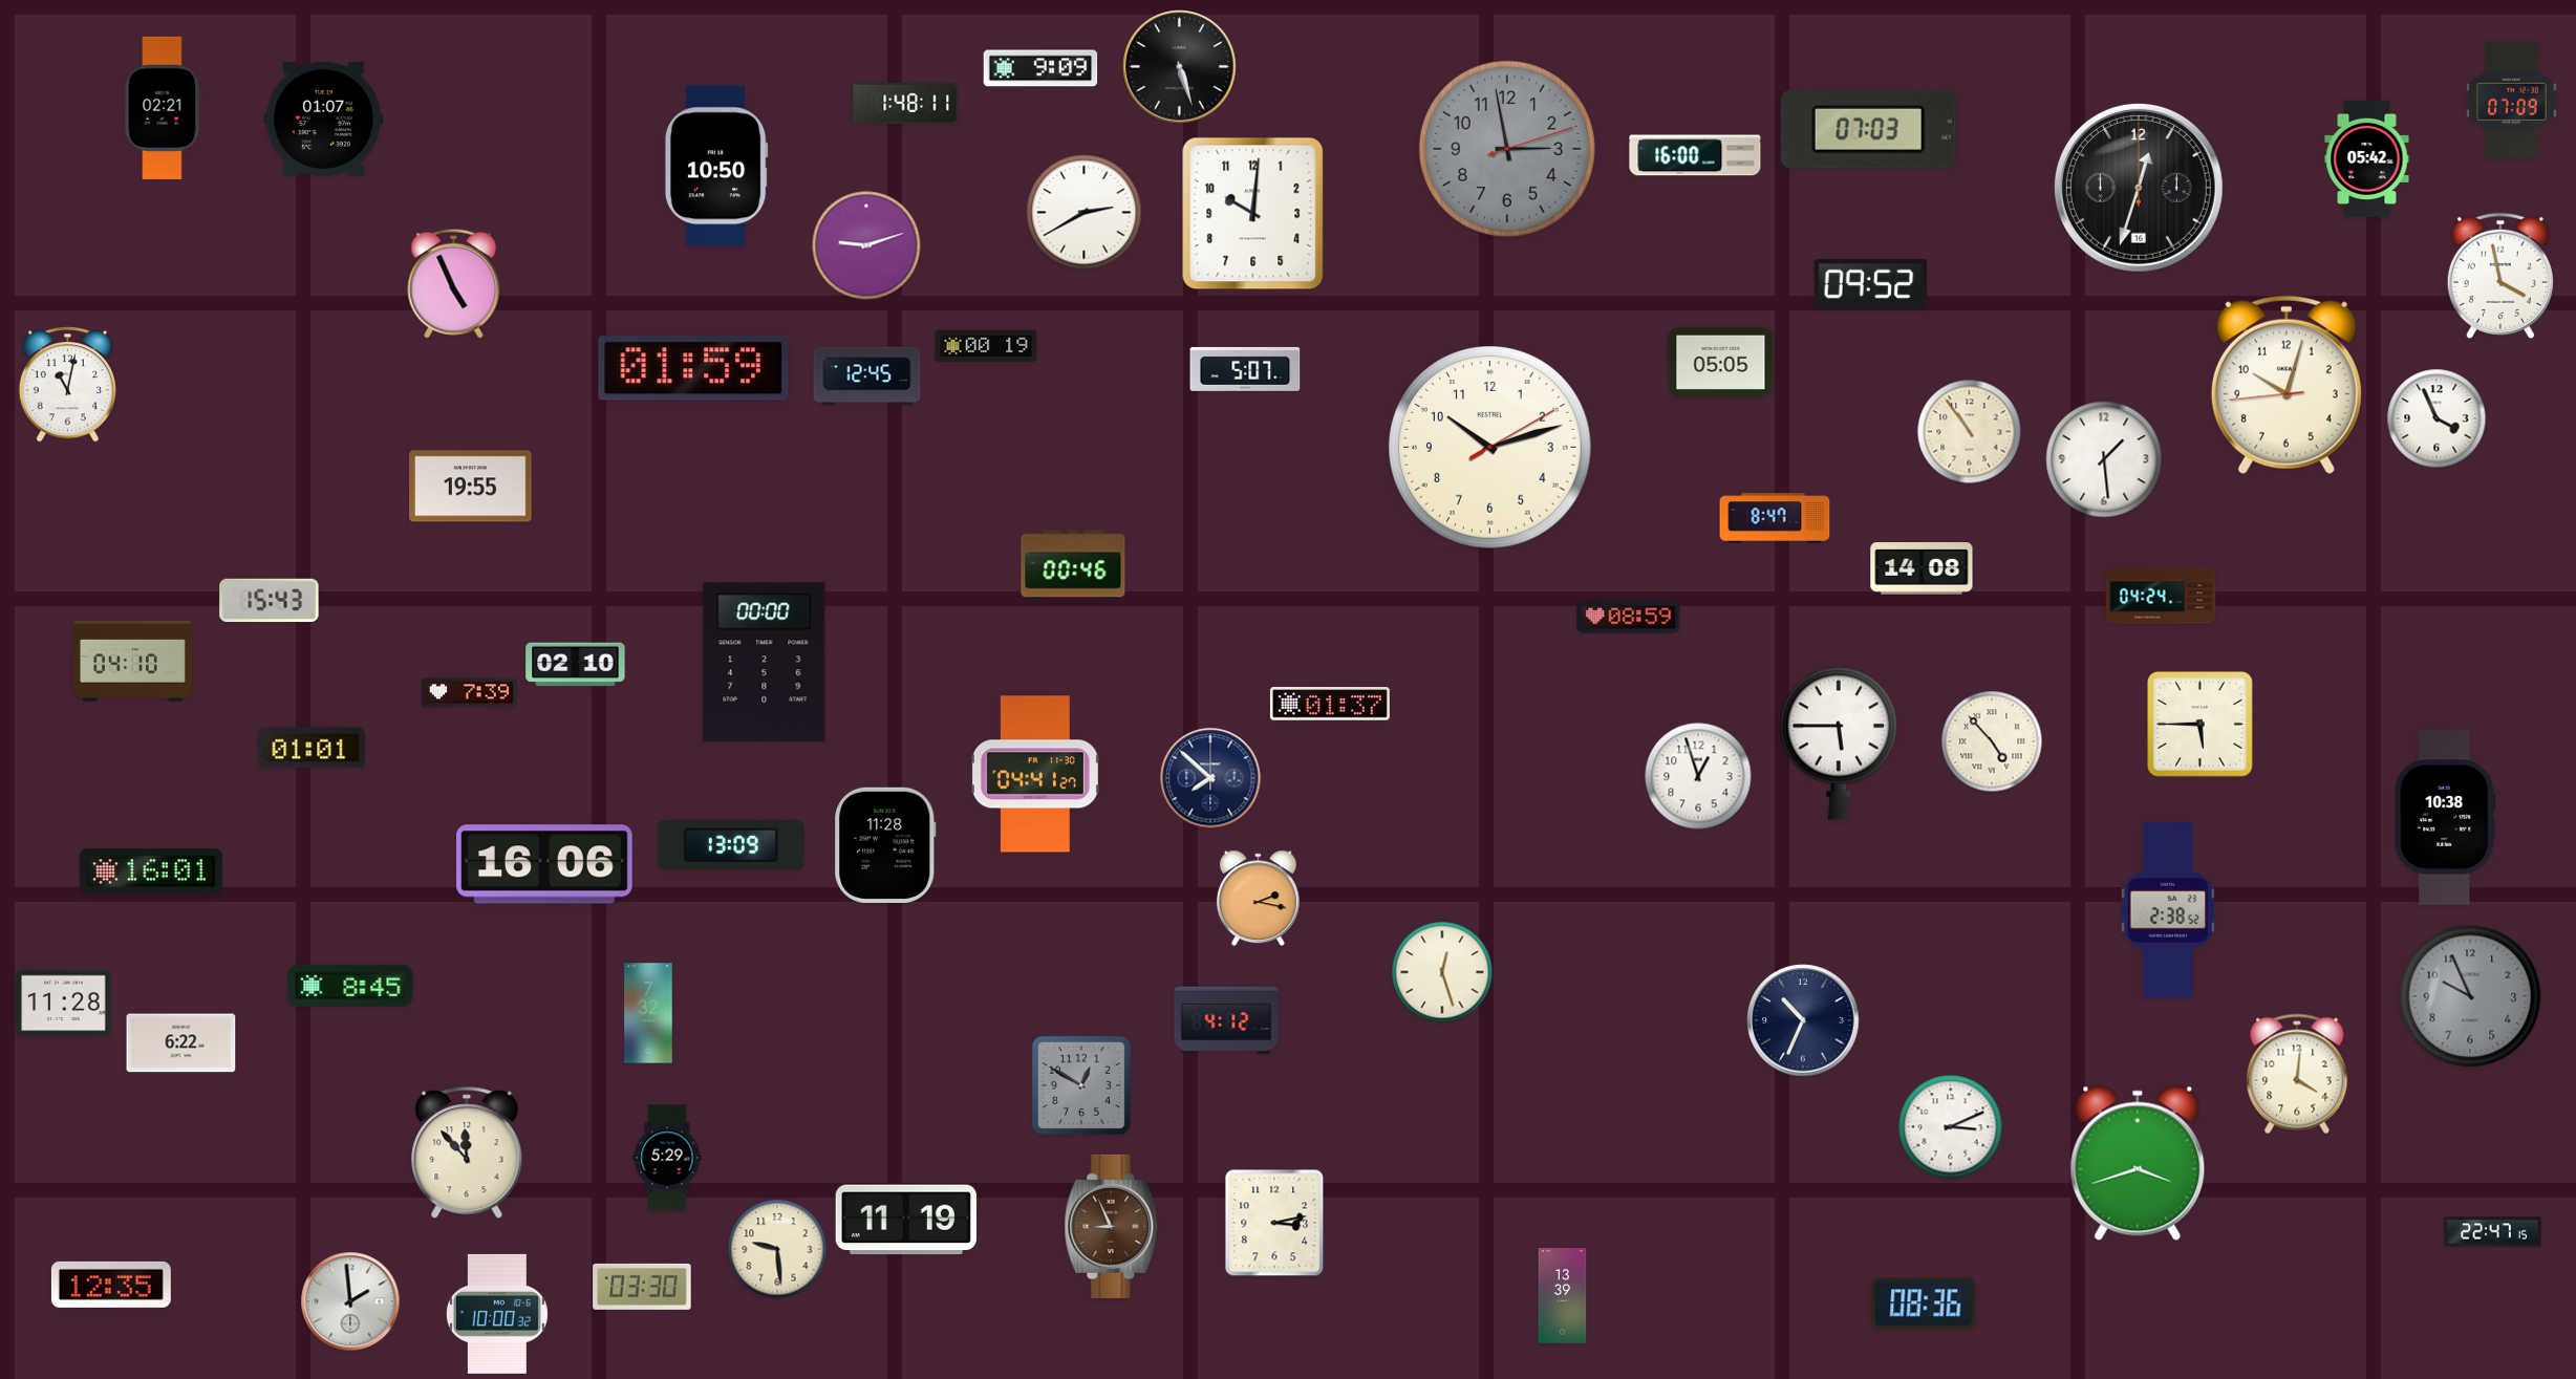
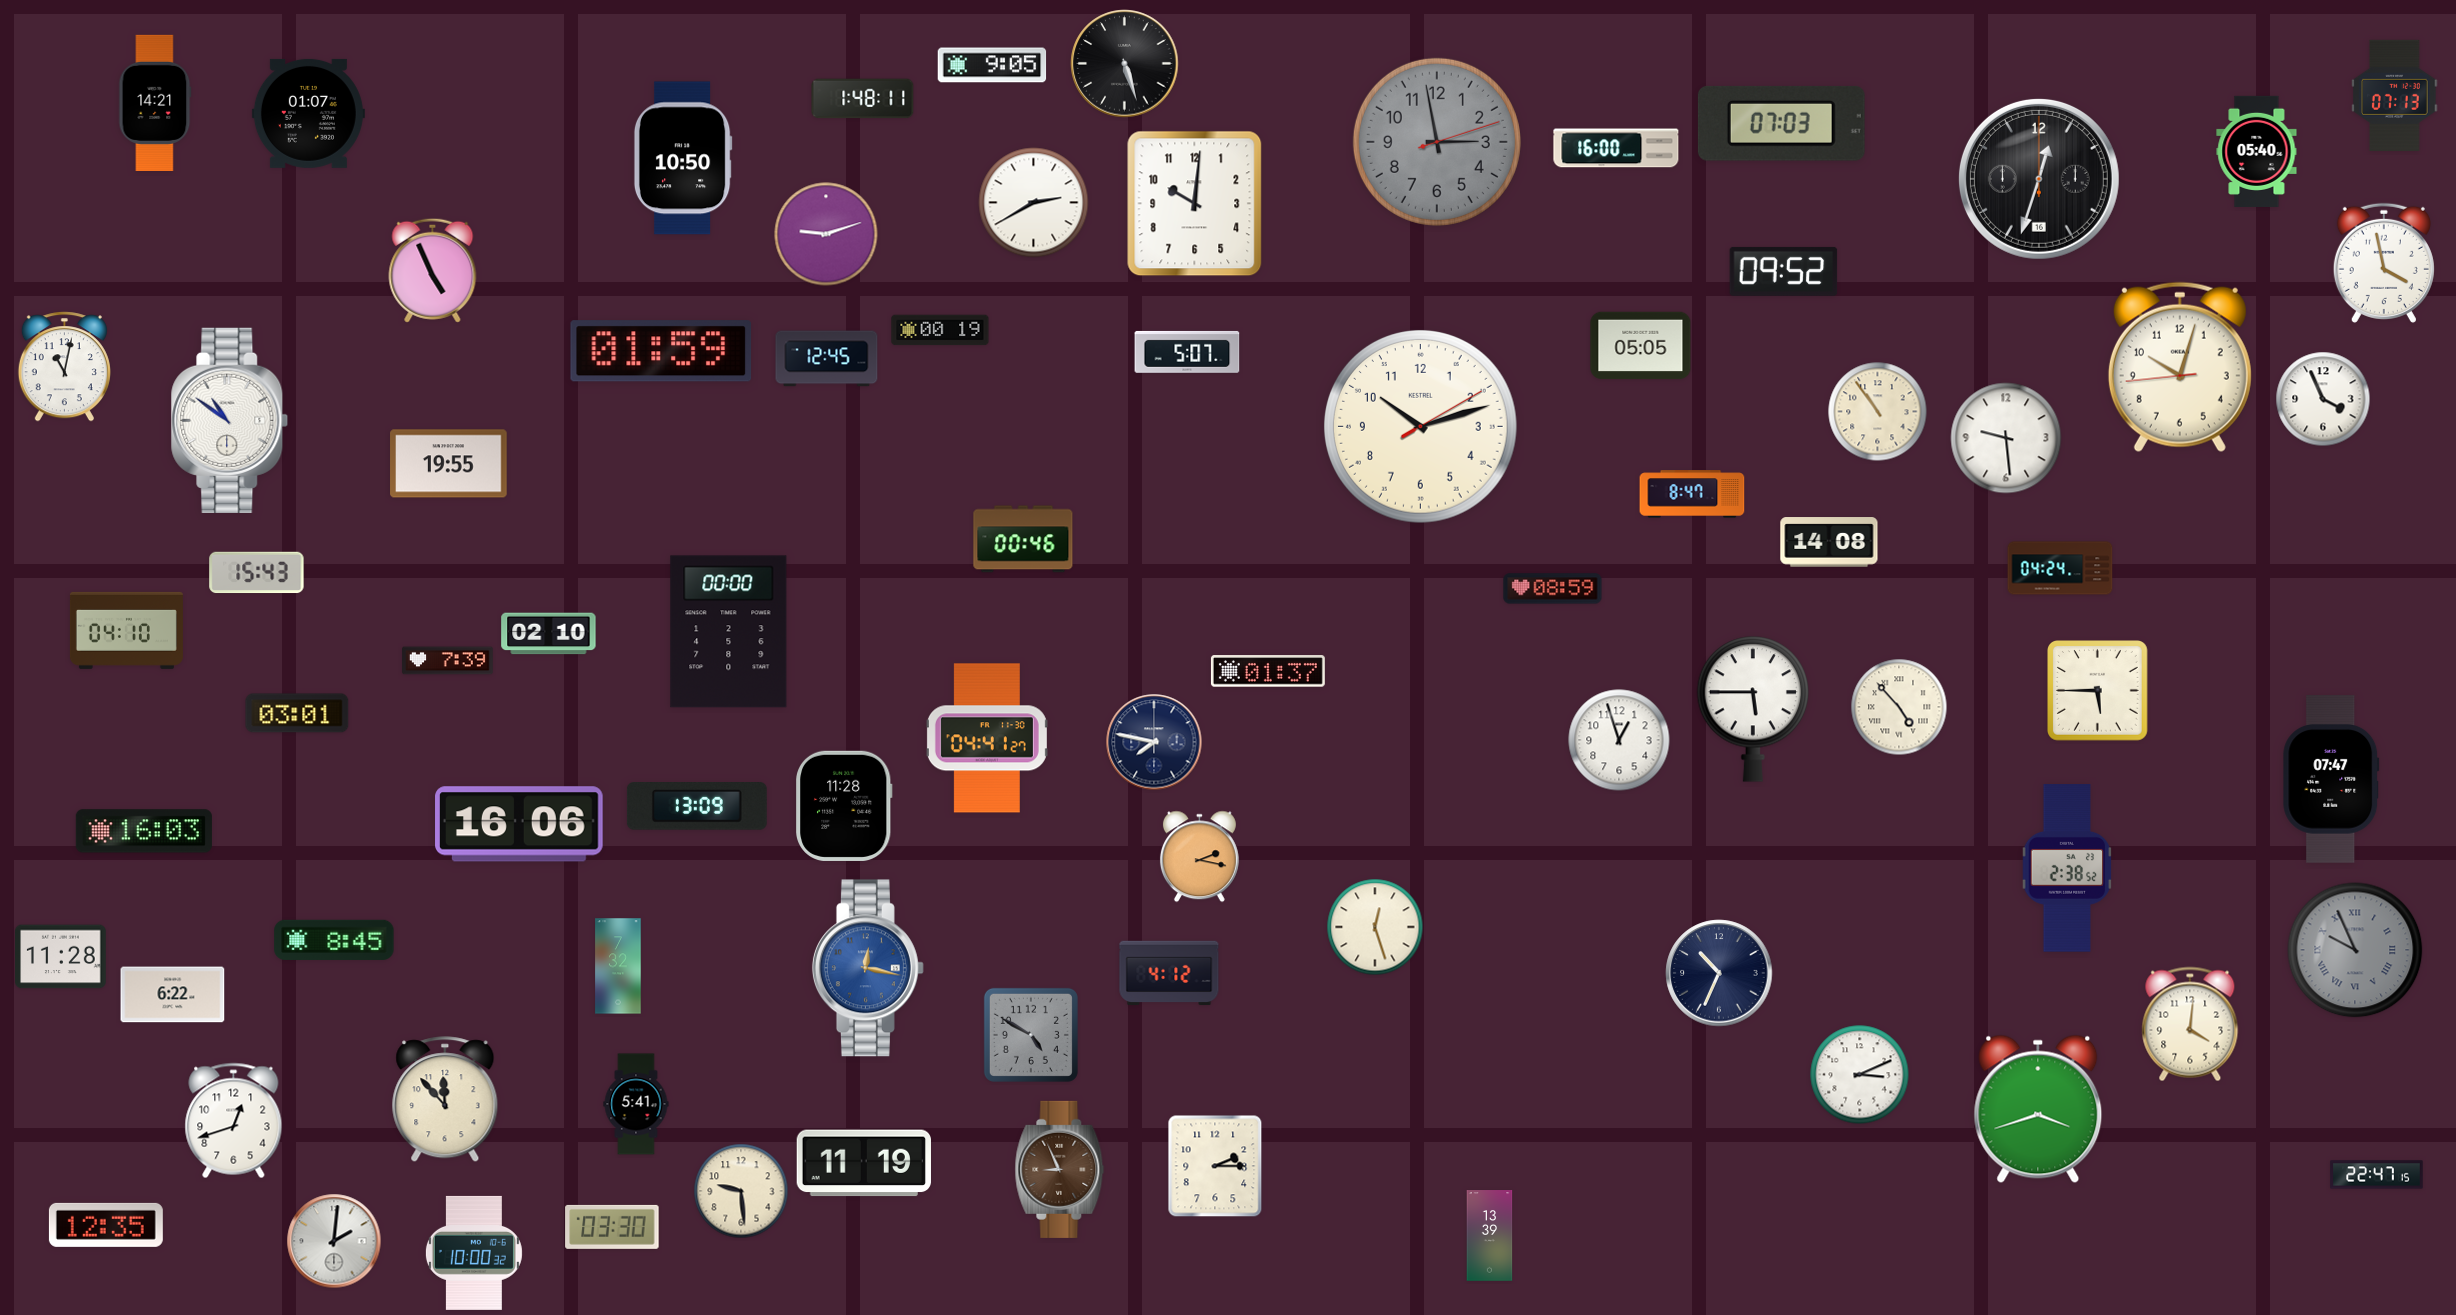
clock at (1040, 68): 9:09 -> 9:05
clock at (2512, 100): 07:09 -> 07:13
clock at (163, 108): 02:21 -> 14:21
clock at (2367, 158): 05:42 -> 05:40
clock at (230, 420): none -> 10:51
clock at (2104, 459): 1:29 -> 9:29
clock at (1922, 568) position: (1922, 568) -> (1829, 542)
clock at (312, 748): 01:01 -> 03:01
clock at (1210, 778): 7:52 -> 7:47
clock at (2445, 817): 10:38 -> 07:47
clock at (151, 871): 16:01 -> 16:03
clock at (2470, 996) numerals: Arabic -> Roman
clock at (868, 968): none -> 12:17
clock at (1081, 1085): 12:50 -> 4:50
clock at (667, 1158): 5:29 -> 5:41
clock at (234, 1121): none -> 12:42
clock at (1274, 1223): 3:13 -> 2:15
clock at (350, 1301): 1:59 -> 2:01
clock at (1924, 1303): 08:36 -> none
